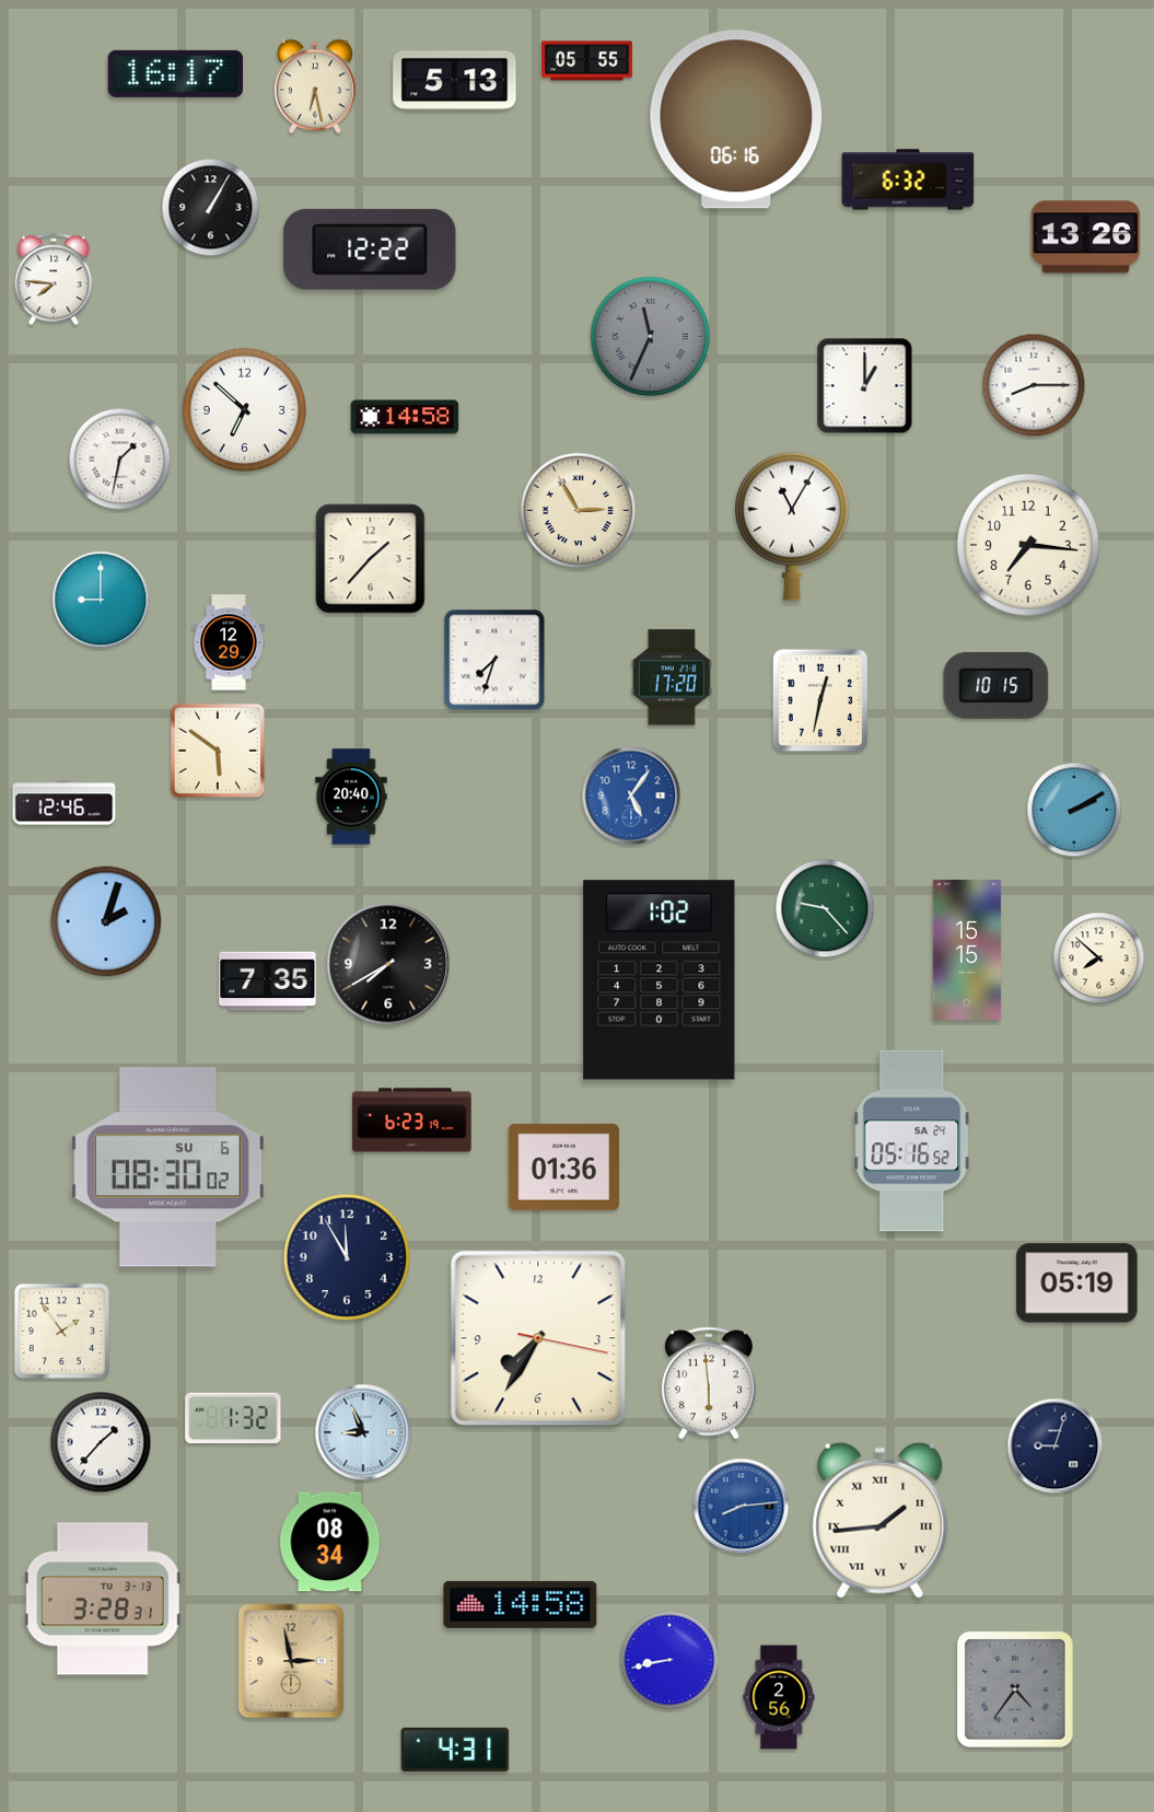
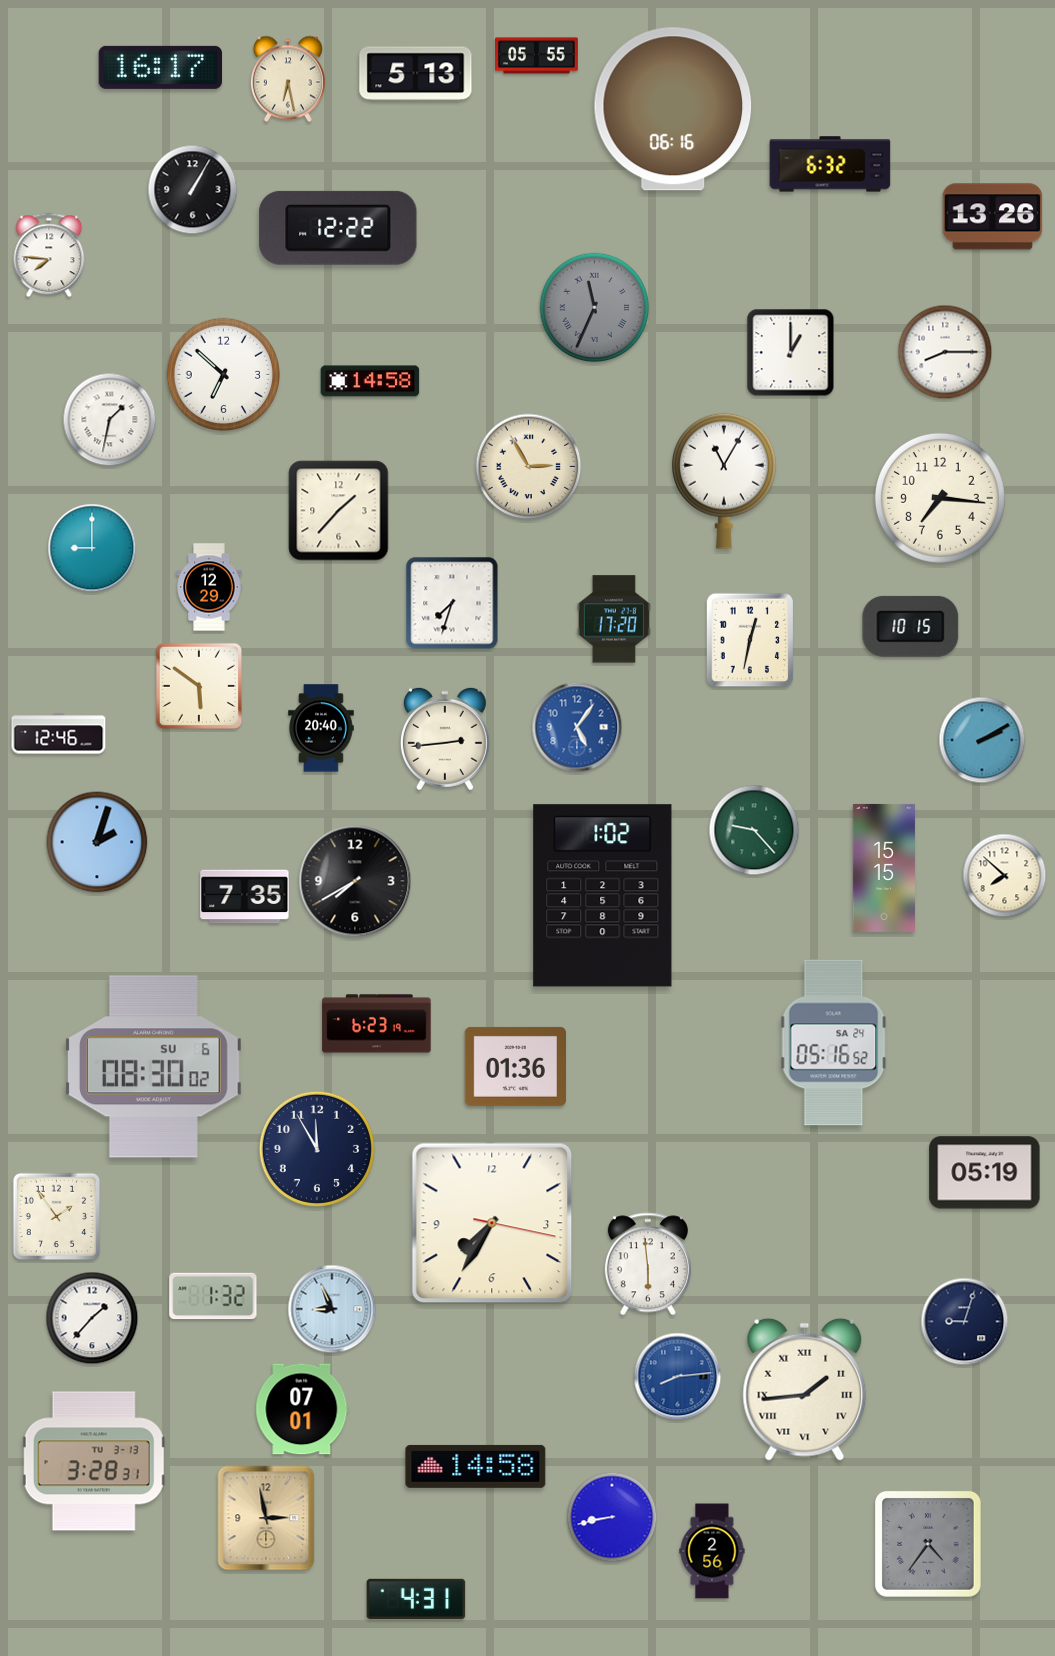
clock at (445, 739): none -> 2:44
clock at (330, 1542): 08:34 -> 07:01
